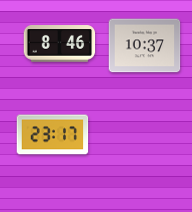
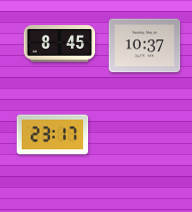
clock at (60, 44): 8:46 -> 8:45
